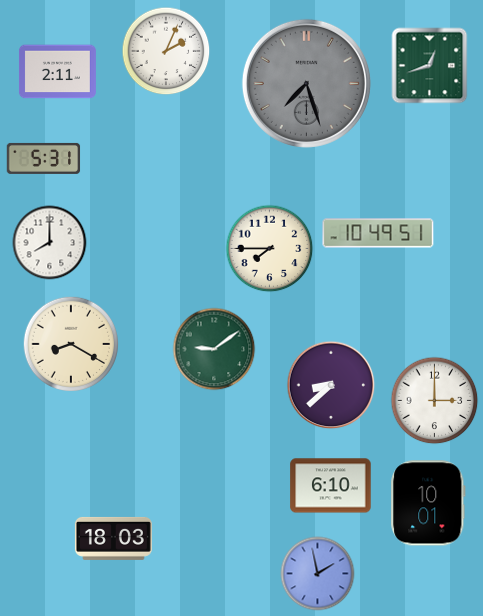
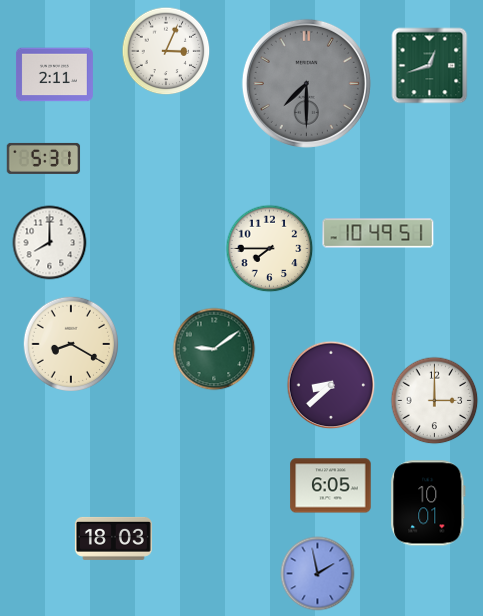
clock at (166, 51): 2:04 -> 3:04
clock at (57, 72) position: (57, 72) -> (54, 75)
clock at (306, 83): 7:27 -> 7:30
clock at (331, 486): 6:10 -> 6:05
